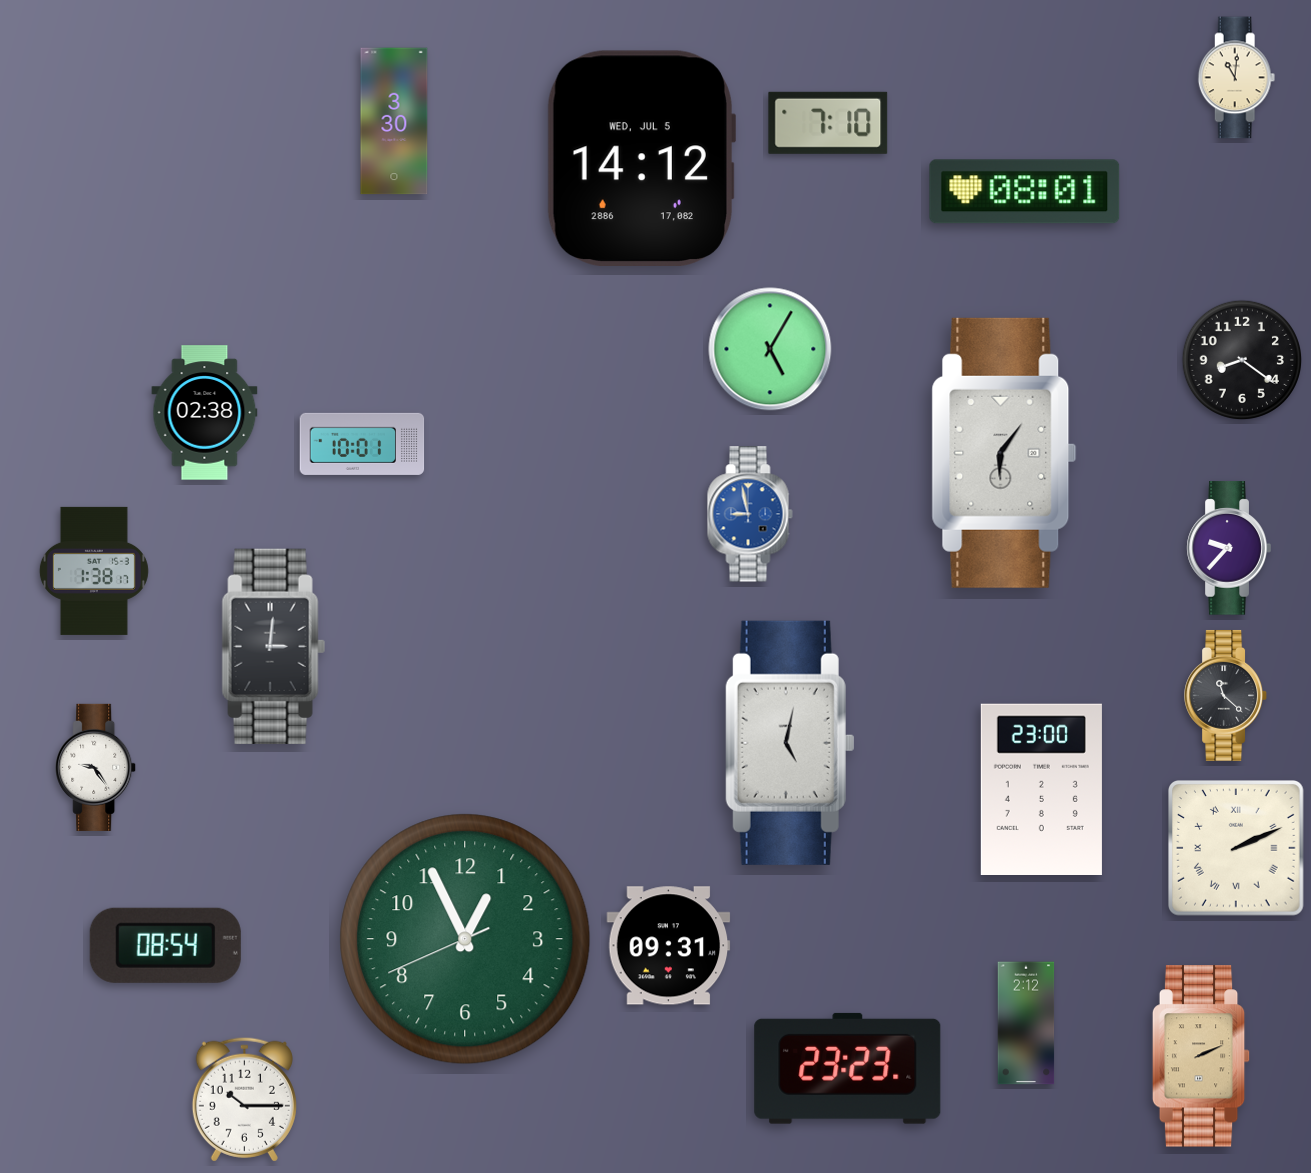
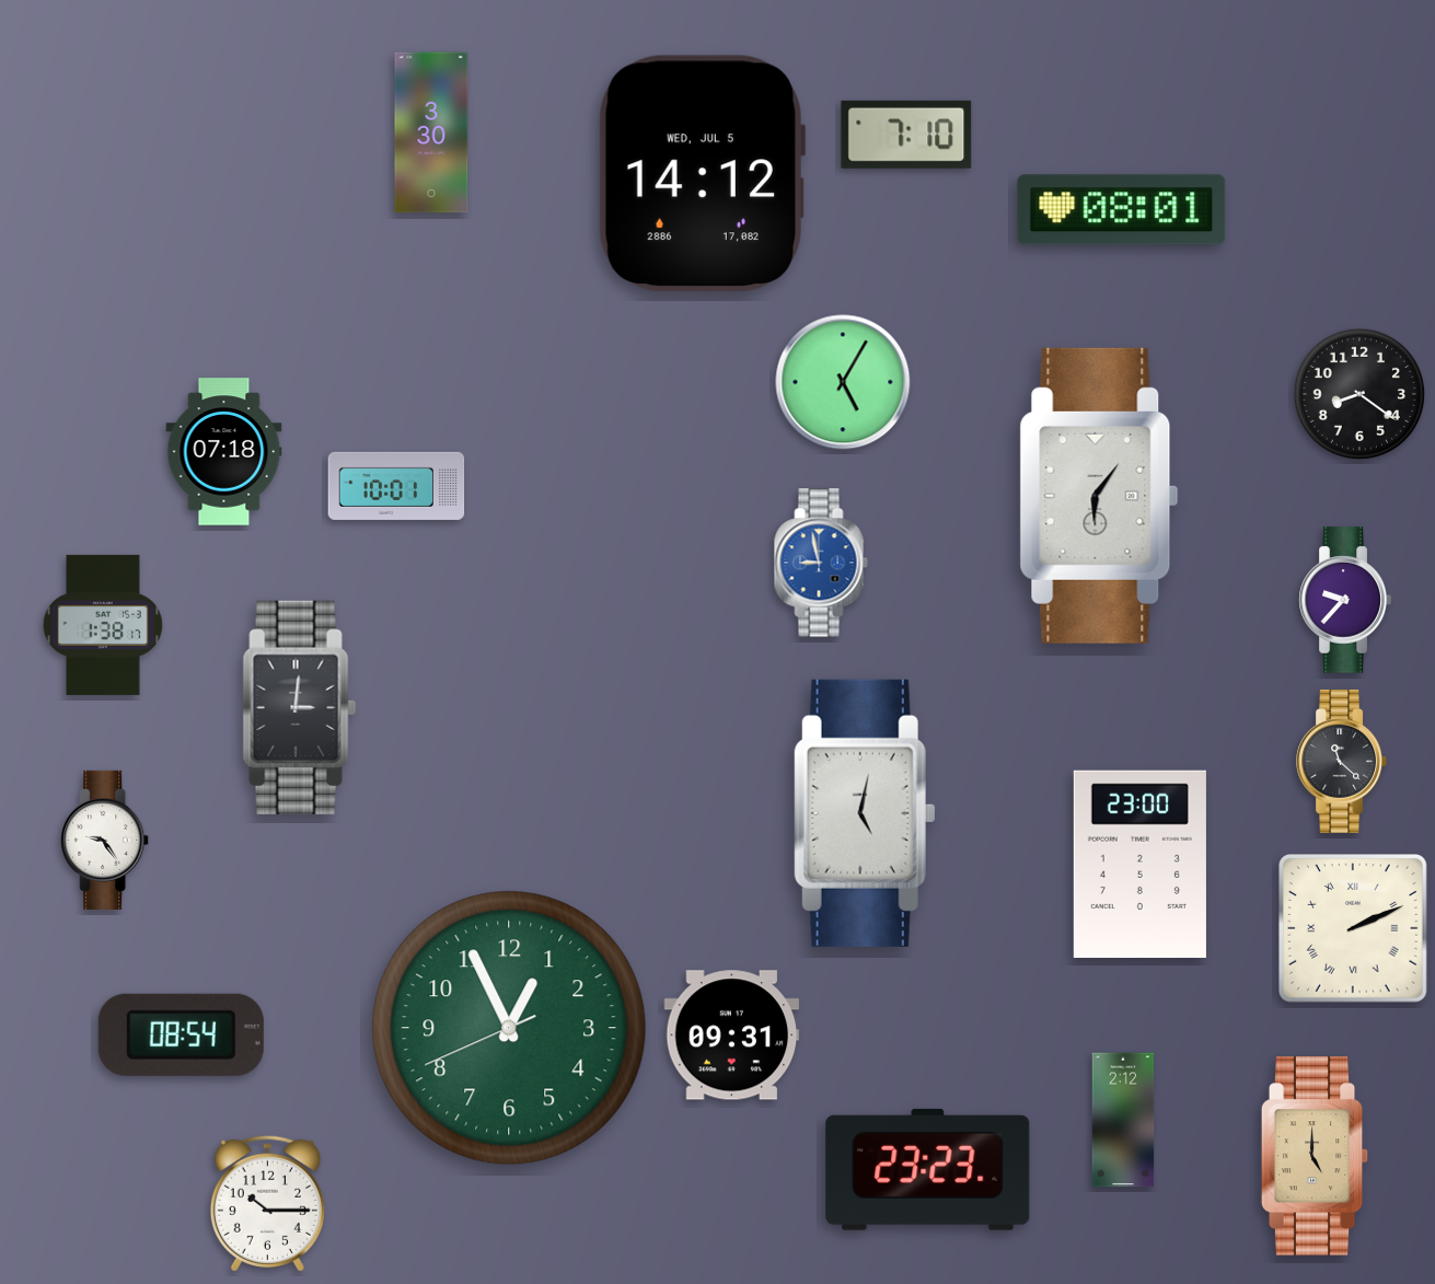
clock at (1237, 78): 11:01 -> none
clock at (205, 413): 02:38 -> 07:18
clock at (1201, 1056): 2:11 -> 5:00
